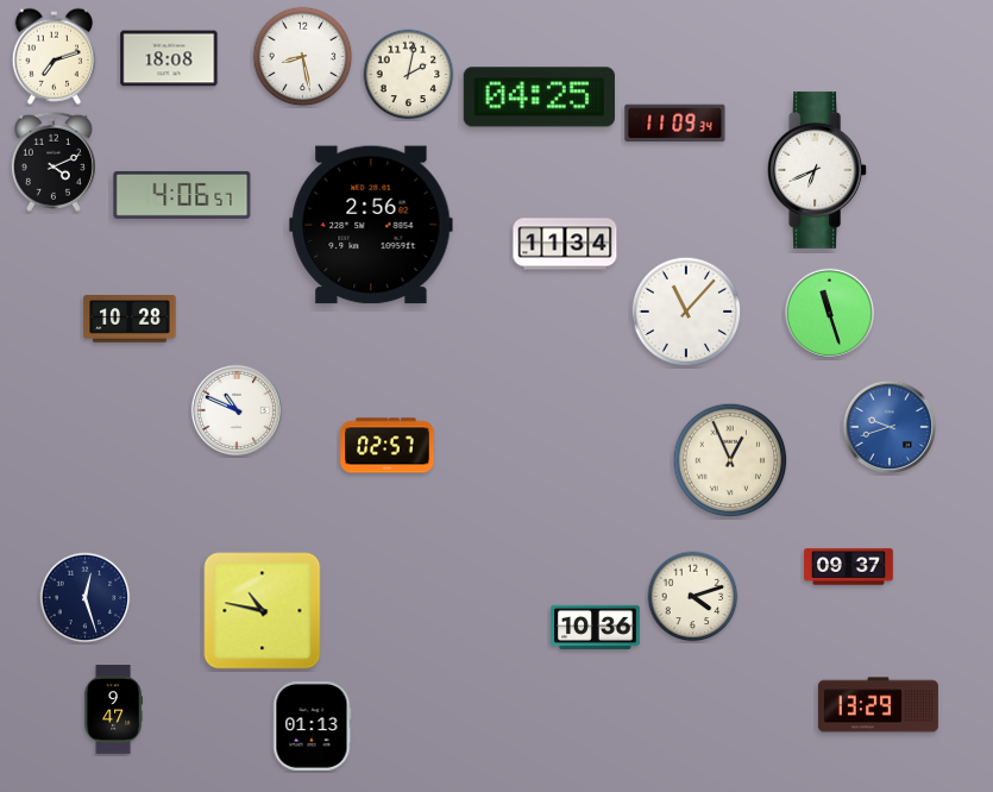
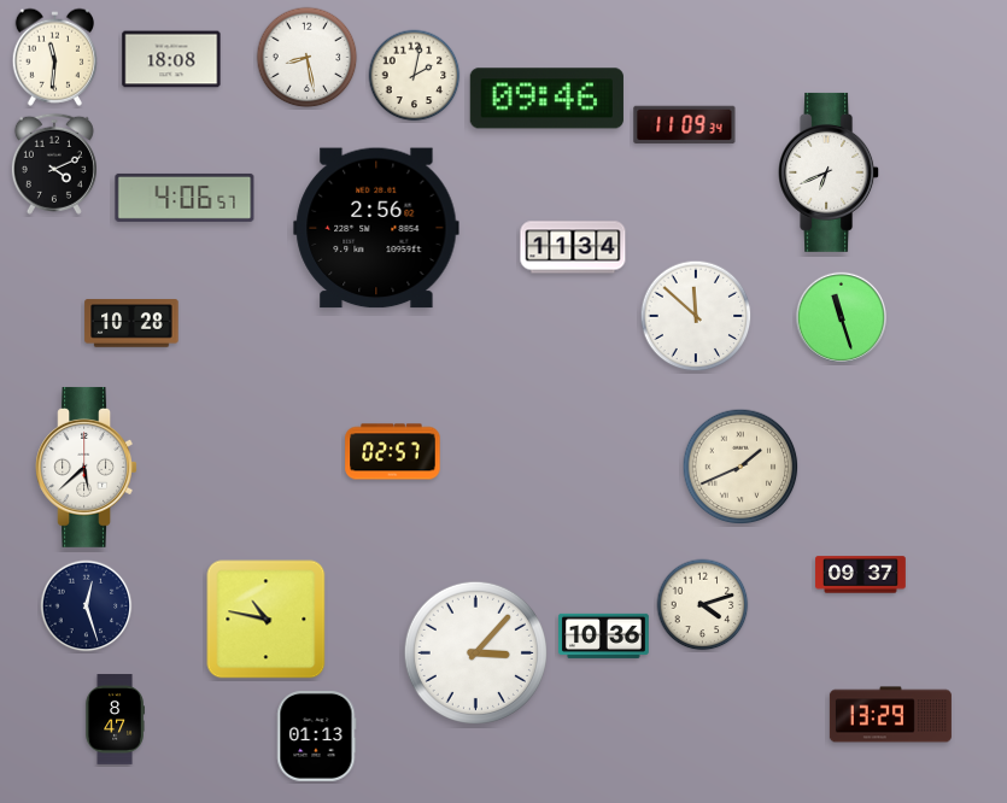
clock at (54, 56): 7:12 -> 11:31
clock at (539, 98): 04:25 -> 09:46
clock at (686, 312): 11:07 -> 11:52
clock at (235, 409): 10:49 -> none
clock at (890, 427): 9:42 -> none
clock at (86, 467): none -> 5:38
clock at (730, 460): 12:56 -> 1:41
clock at (475, 652): none -> 3:07
clock at (113, 710): 9:47 -> 8:47
